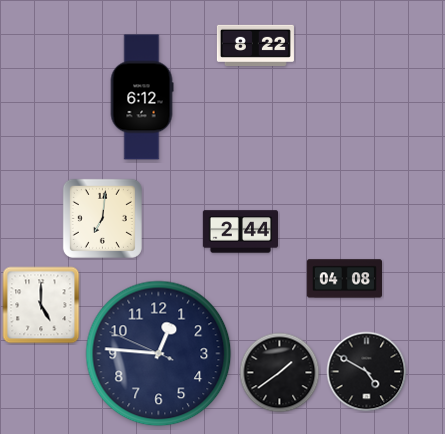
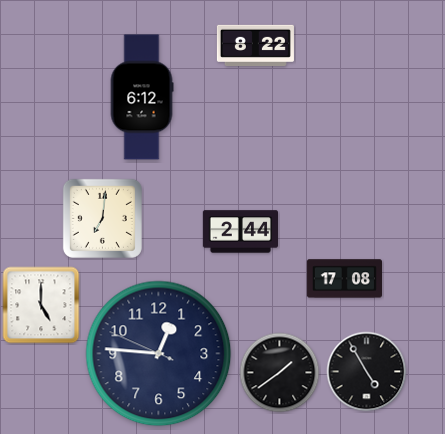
clock at (344, 279): 04:08 -> 17:08
clock at (367, 372): 4:50 -> 4:55
